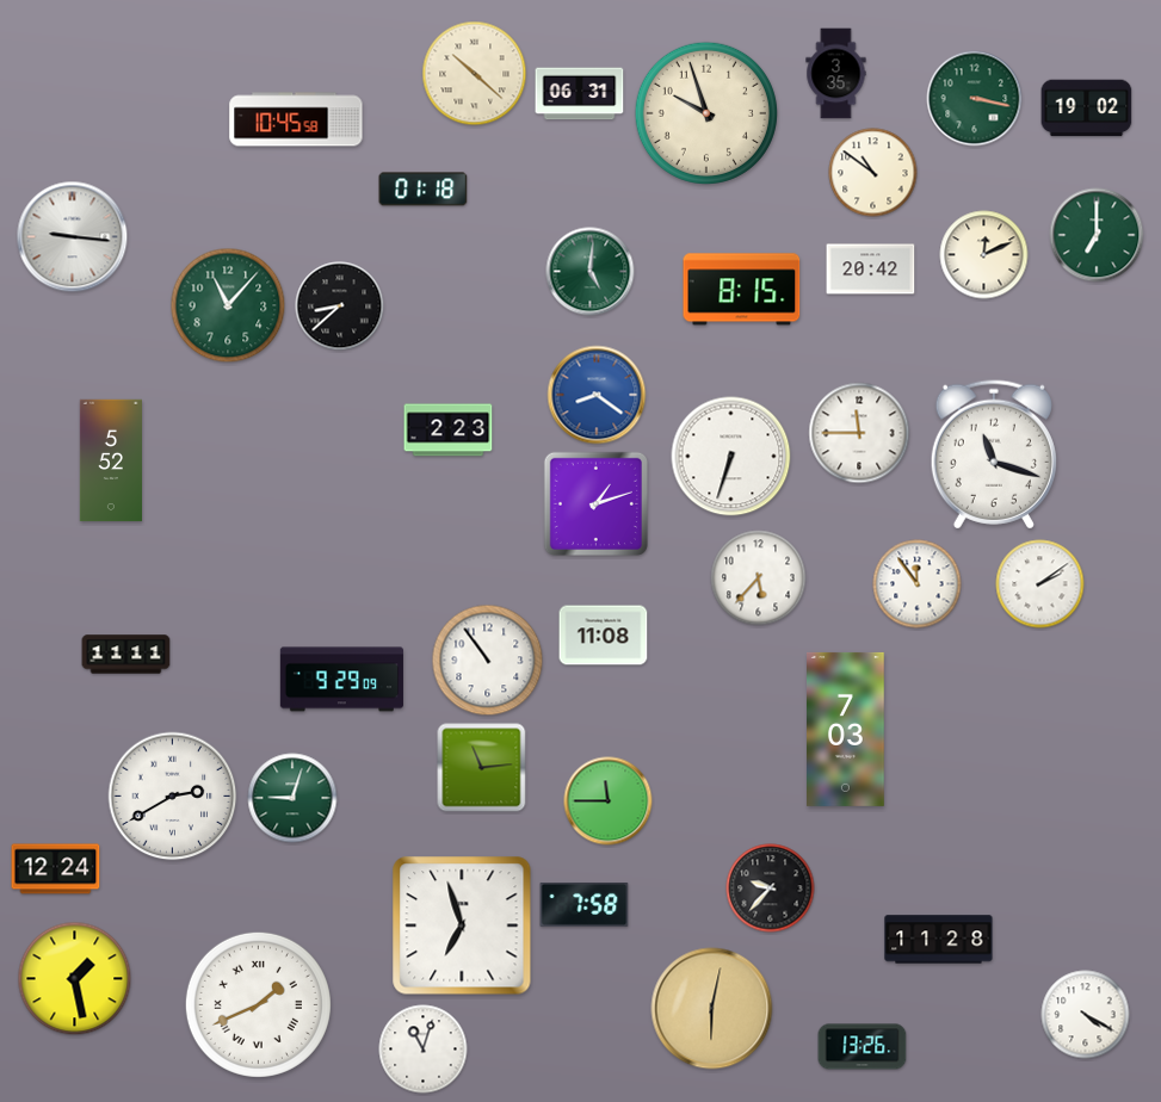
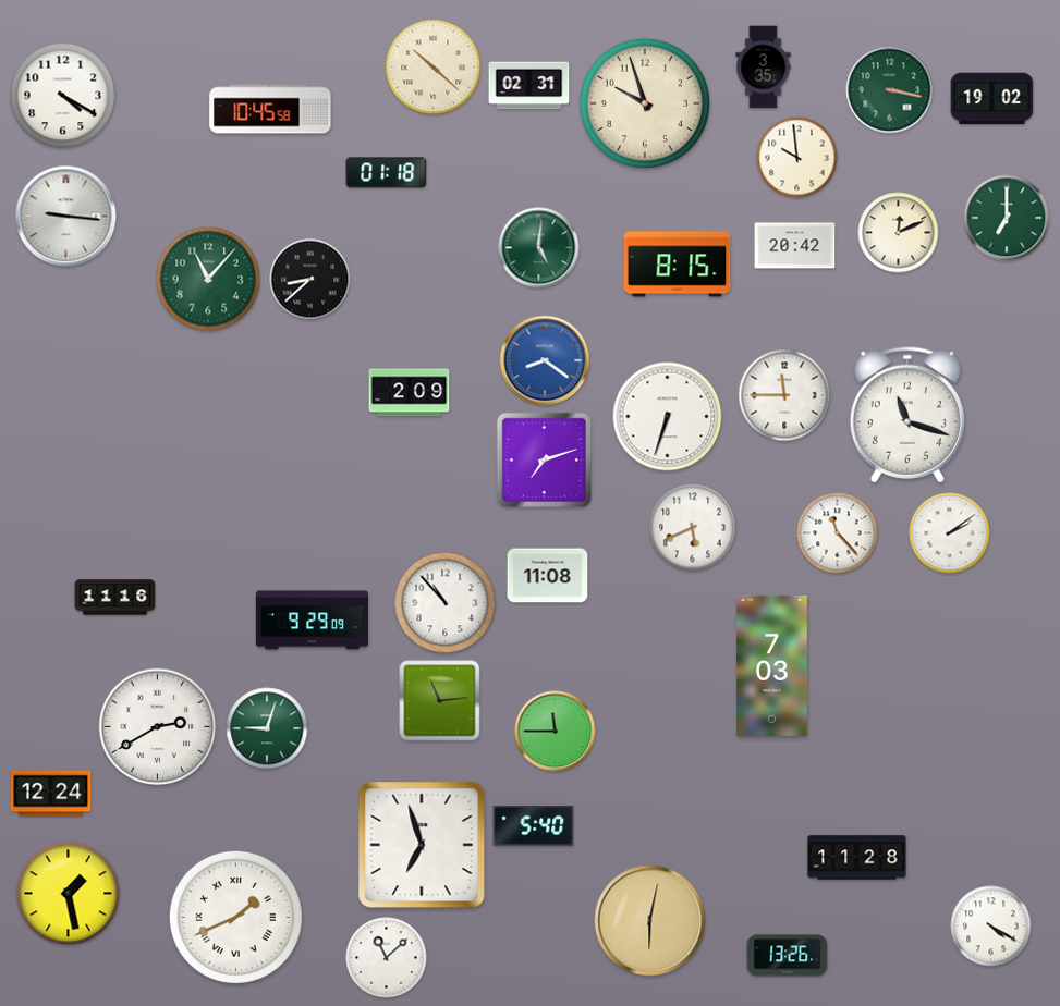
clock at (580, 94): 06:31 -> 02:31
clock at (63, 96): none -> 4:20
clock at (873, 173): 10:51 -> 9:59
clock at (1097, 235) position: (1097, 235) -> (1007, 218)
clock at (449, 431): 2:23 -> 2:09
clock at (110, 460): 5:52 -> none
clock at (595, 503): 1:12 -> 7:12
clock at (759, 578): 5:37 -> 5:41
clock at (918, 584): 11:54 -> 11:23
clock at (604, 636) position: (604, 636) -> (548, 576)
clock at (126, 655): 11:11 -> 11:16
clock at (488, 661): 10:54 -> 10:53
clock at (771, 889): 9:37 -> none
clock at (585, 905): 7:58 -> 5:40
clock at (424, 1050): 11:03 -> 11:08
